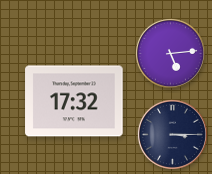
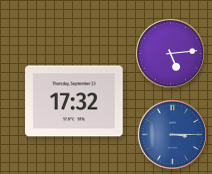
clock at (172, 134) dial: navy -> blue
